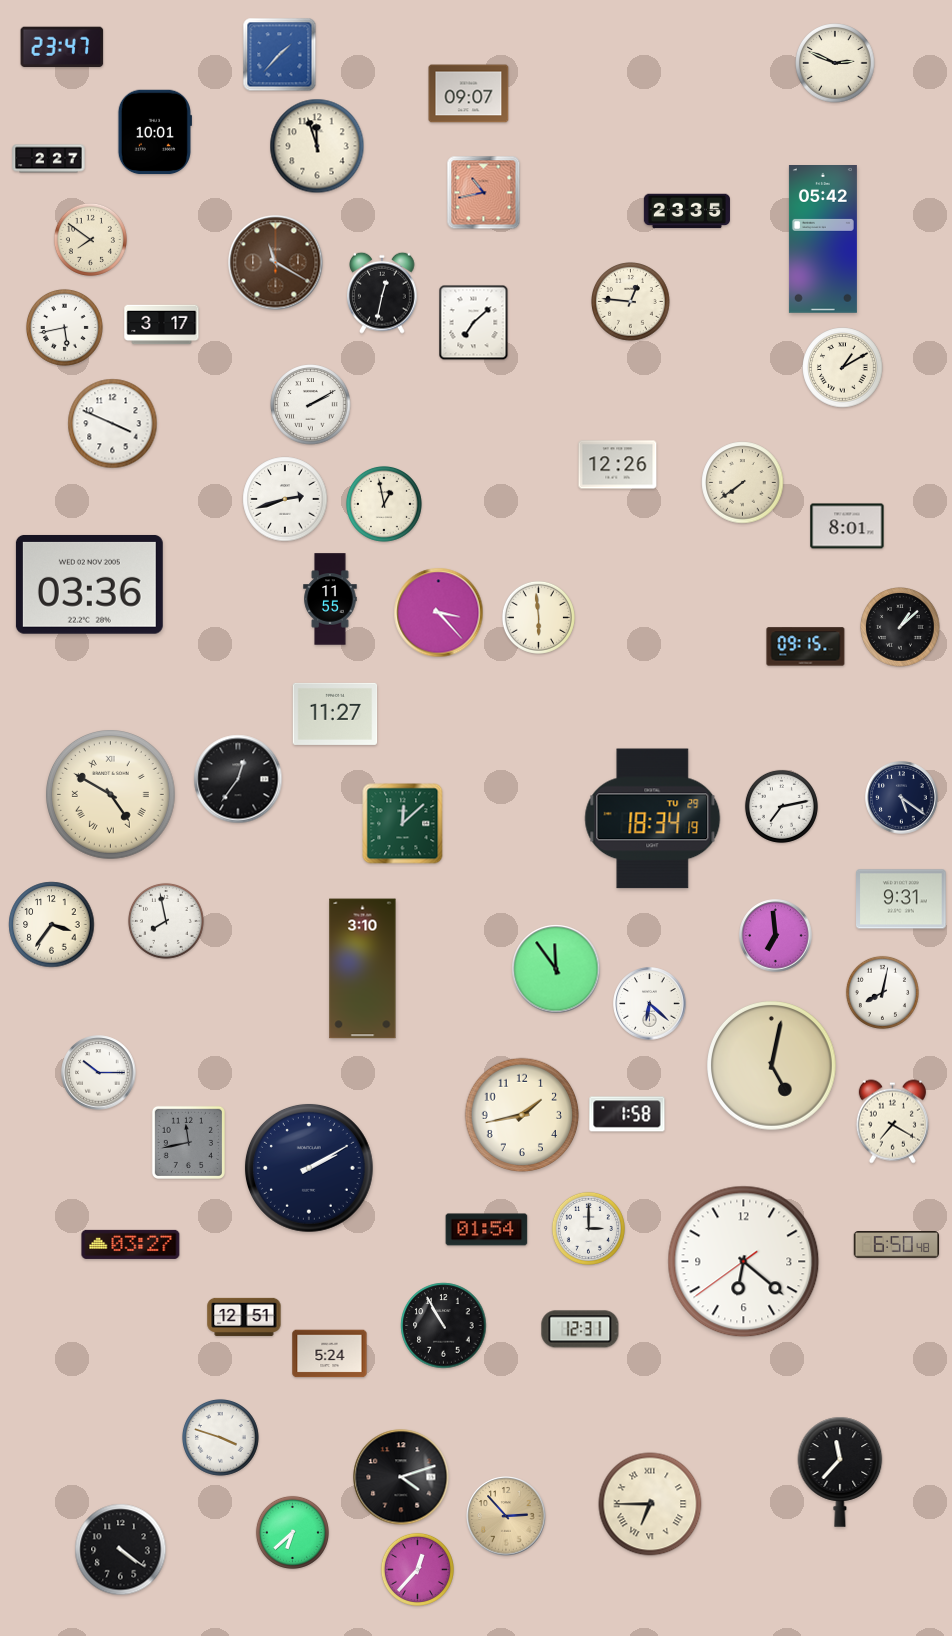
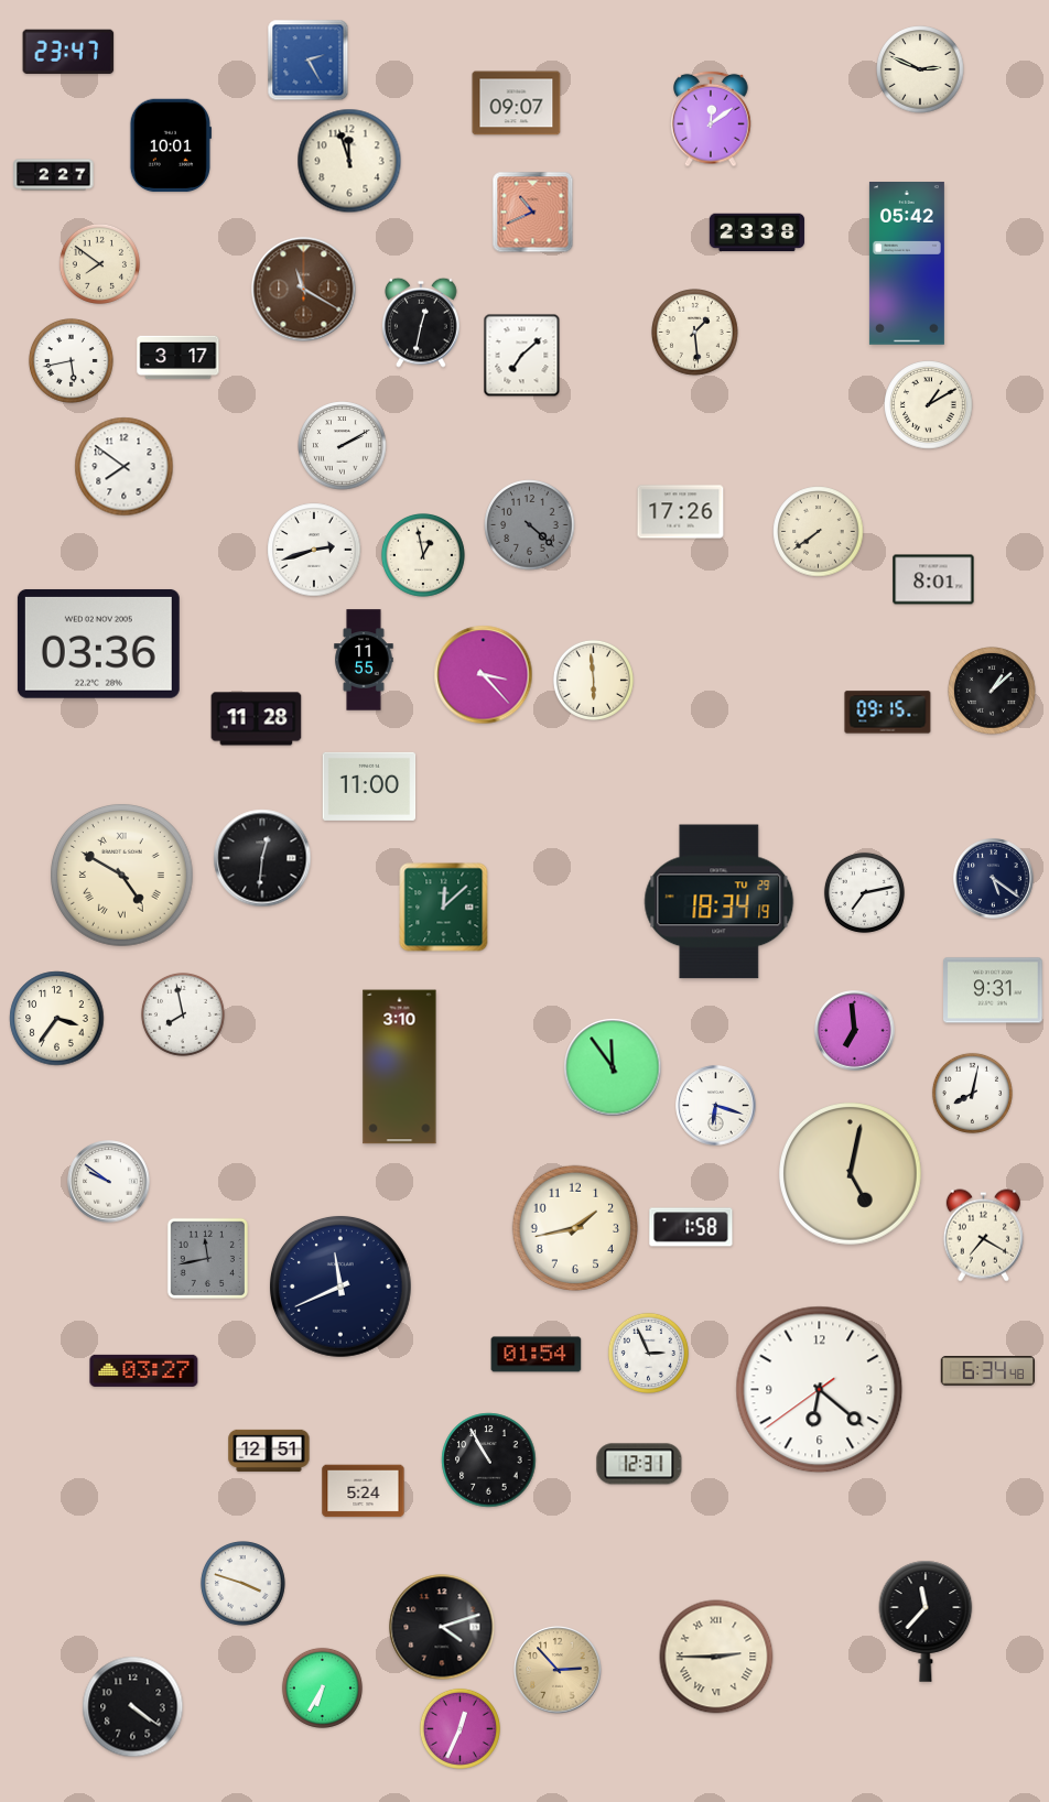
clock at (280, 55): 1:37 -> 2:25
clock at (712, 119): none -> 12:09
clock at (484, 193): 10:43 -> 10:41
clock at (687, 211): 23:35 -> 23:38
clock at (631, 302): 12:46 -> 1:29
clock at (113, 424): 3:49 -> 7:51
clock at (618, 465): 12:26 -> 17:26
clock at (530, 525): none -> 4:22
clock at (257, 719): none -> 11:28
clock at (335, 714): 11:27 -> 11:00
clock at (238, 779): 12:36 -> 12:31
clock at (781, 806) position: (781, 806) -> (864, 892)
clock at (650, 1004): 6:22 -> 6:18
clock at (99, 1073): 10:15 -> 9:51
clock at (309, 1168): 2:10 -> 11:41
clock at (588, 1228): 3:00 -> 2:56
clock at (896, 1245): 6:50 -> 6:34
clock at (650, 1504): 6:45 -> 2:45
clock at (292, 1532): 6:38 -> 6:35
clock at (417, 1569): 12:37 -> 12:34
